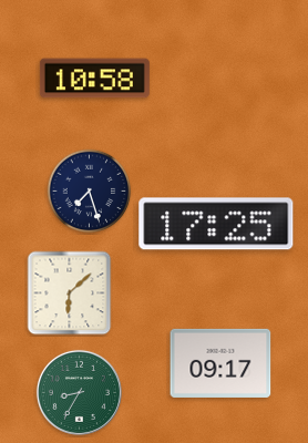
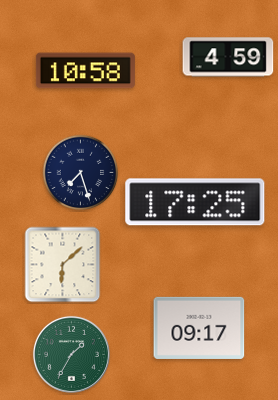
clock at (228, 57): none -> 4:59
clock at (79, 392): 8:35 -> 1:35
